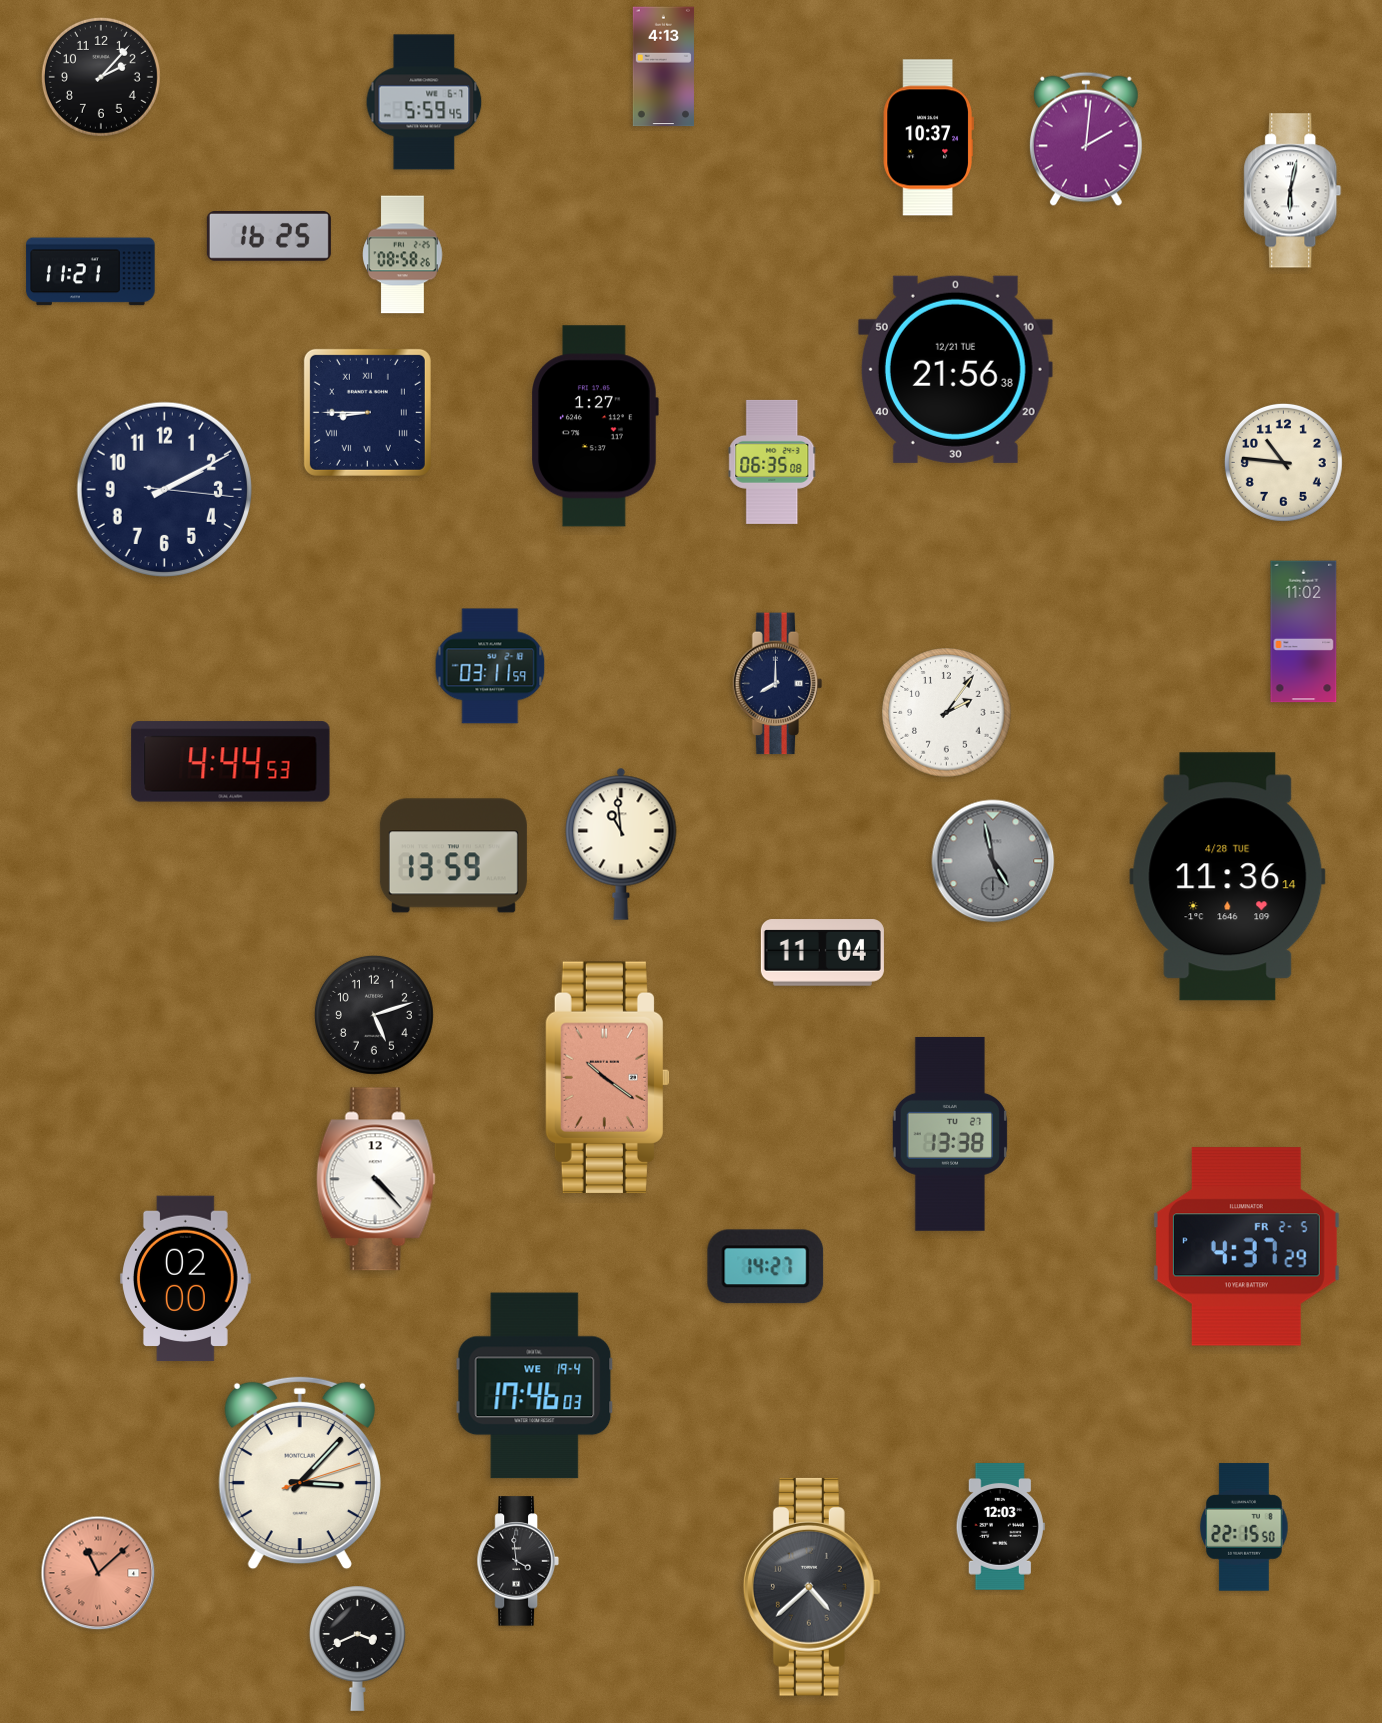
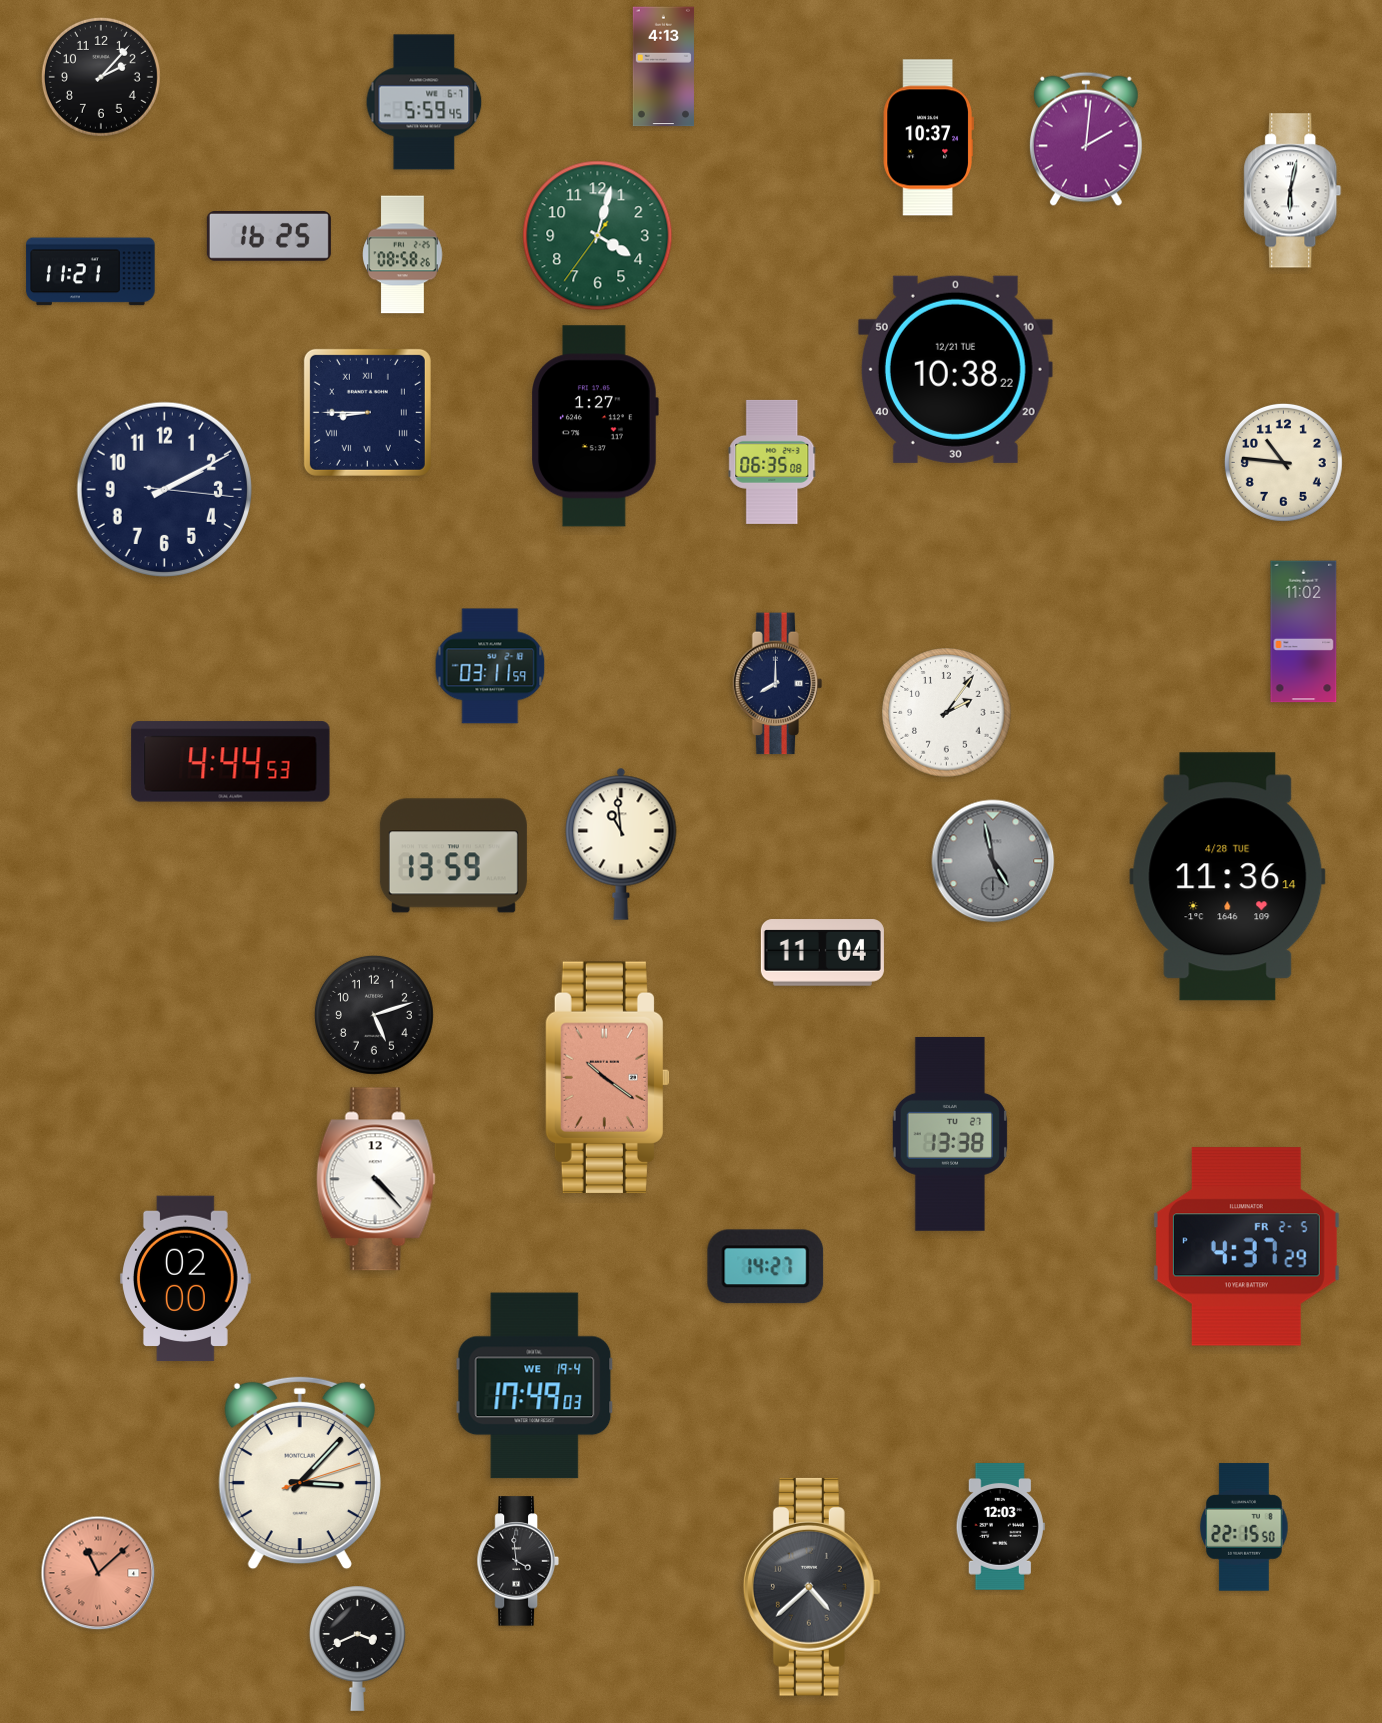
clock at (598, 236): none -> 4:02
clock at (955, 369): 21:56 -> 10:38
clock at (535, 1386): 17:46 -> 17:49
